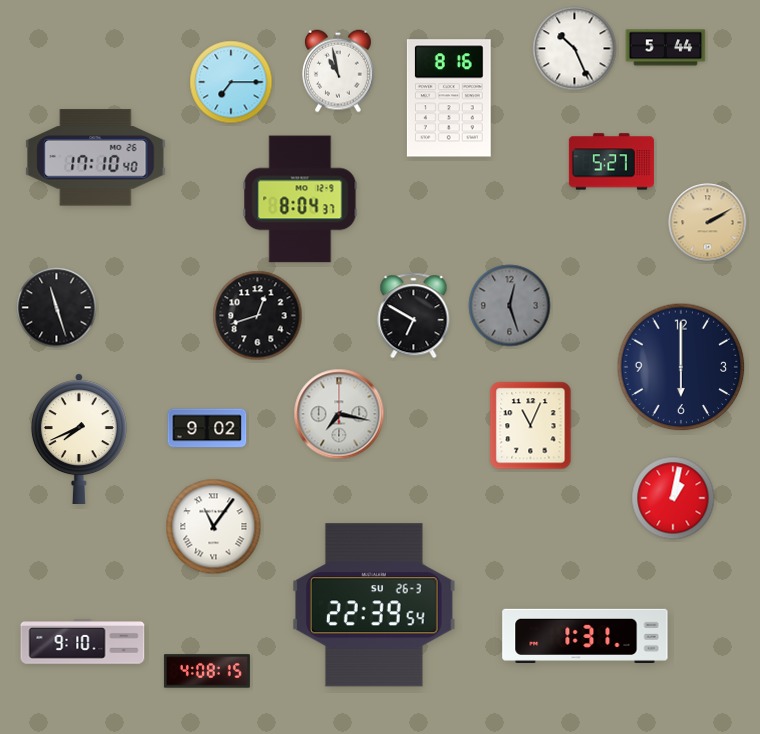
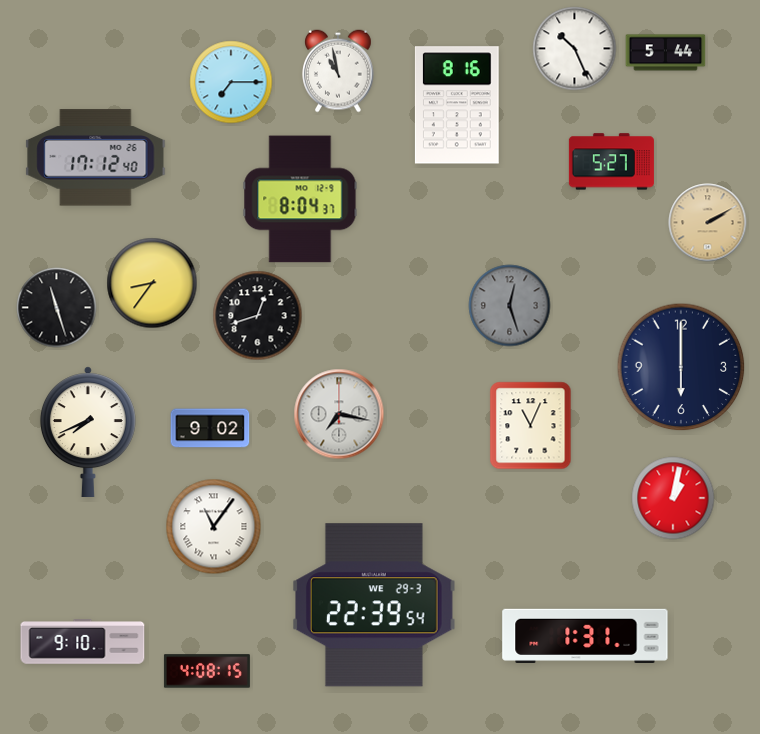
clock at (666, 48) position: (666, 48) -> (666, 53)
clock at (449, 98) position: (449, 98) -> (457, 105)
clock at (96, 158): 17:10 -> 17:12
clock at (152, 283): none -> 8:36
clock at (414, 316): 6:50 -> none
clock at (207, 428) position: (207, 428) -> (210, 428)
clock at (79, 438) position: (79, 438) -> (88, 431)
clock at (375, 605) date: SU 26-3 -> WE 29-3
